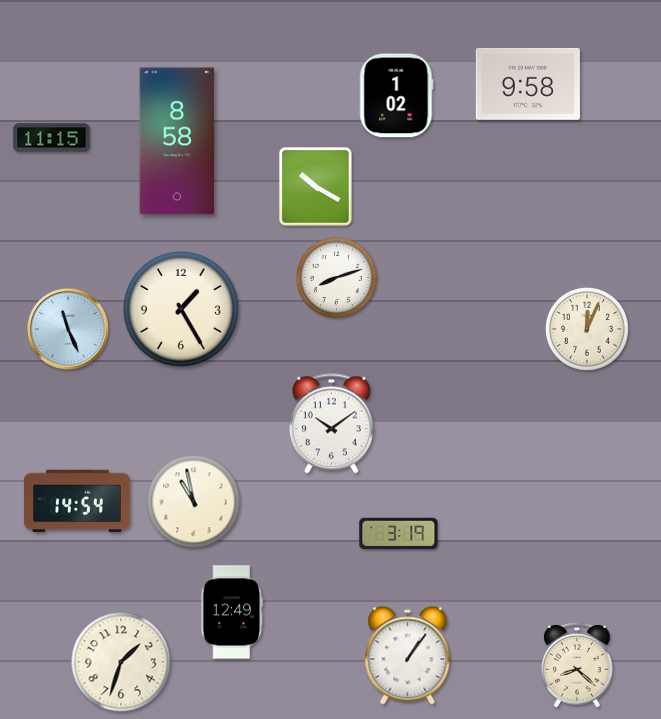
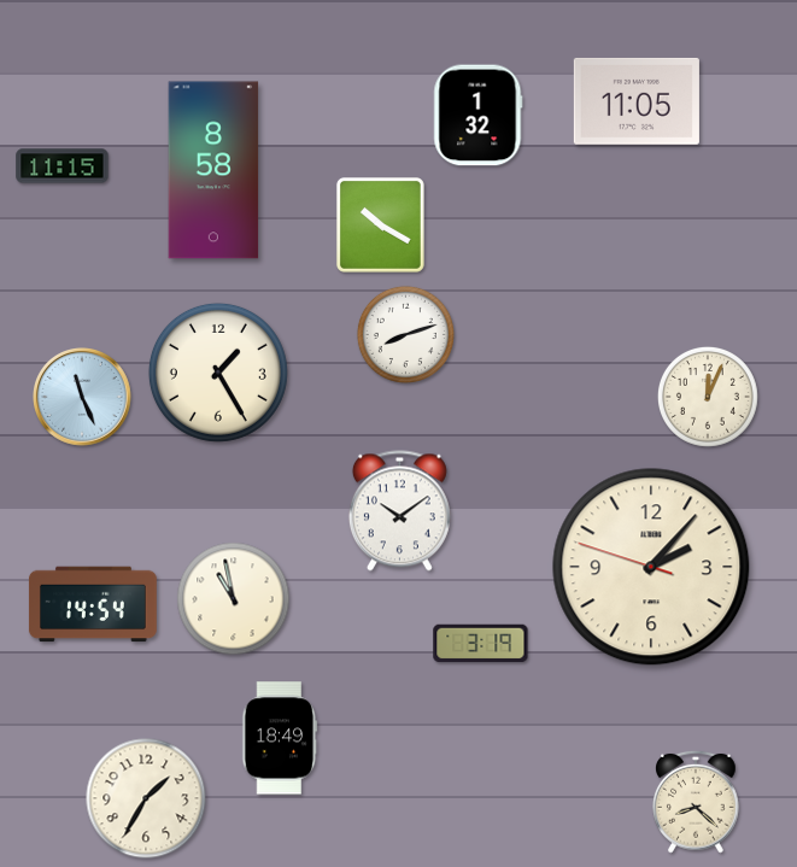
clock at (528, 84): 9:58 -> 11:05
clock at (397, 96): 1:02 -> 1:32
clock at (651, 567): none -> 2:06
clock at (194, 502) position: (194, 502) -> (234, 599)
clock at (232, 612): 12:49 -> 18:49
clock at (408, 656): 1:06 -> none
clock at (121, 662): 1:33 -> 1:35
